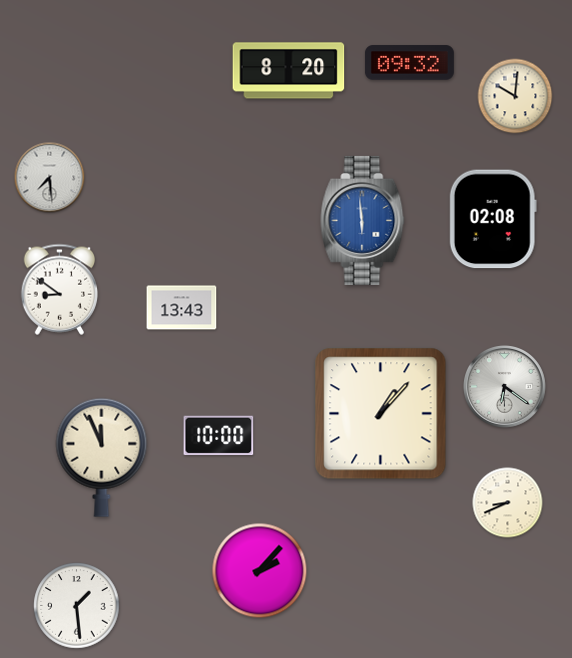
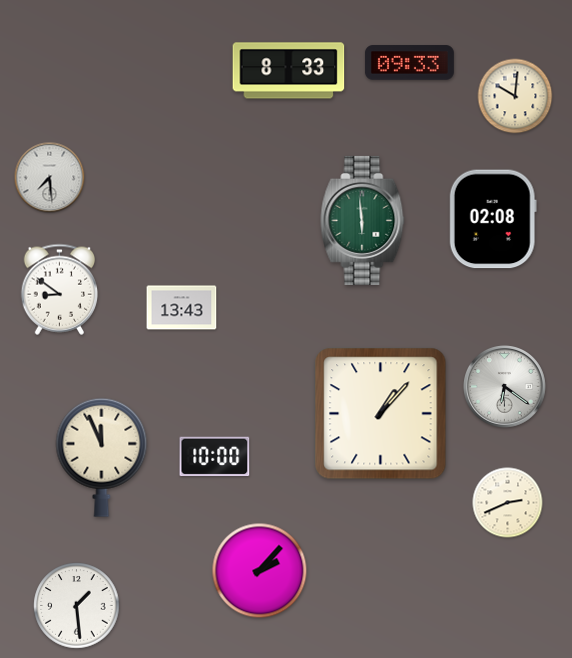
clock at (409, 63): 09:32 -> 09:33
clock at (289, 71): 8:20 -> 8:33
clock at (363, 220) dial: blue -> green
clock at (219, 436) position: (219, 436) -> (215, 457)
clock at (508, 503): 8:41 -> 2:41
